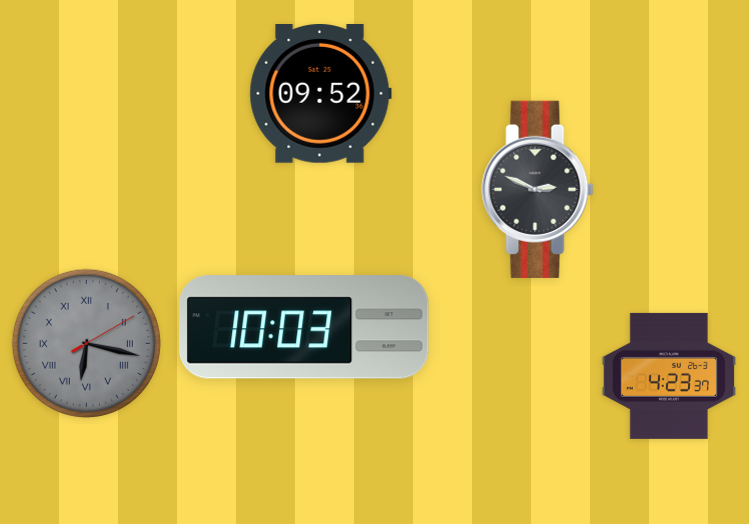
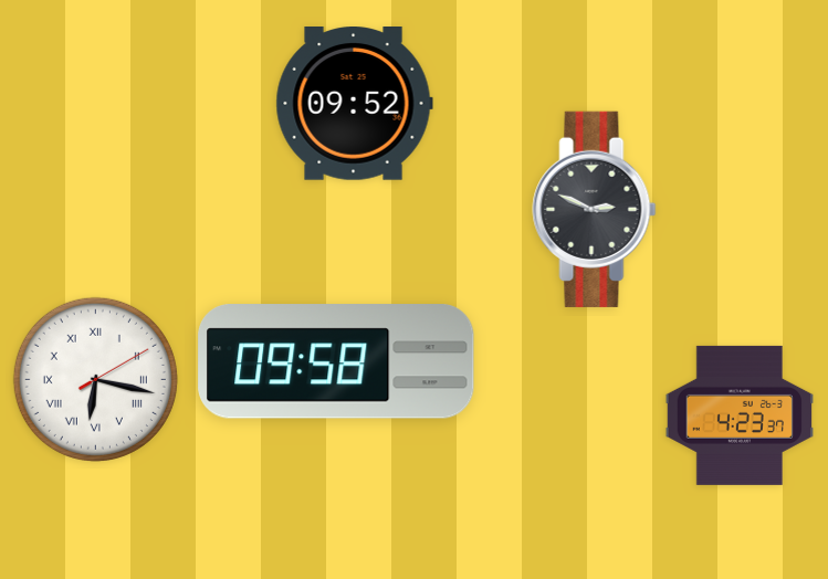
clock at (304, 327): 10:03 -> 09:58
clock at (86, 343) dial: grey -> white
